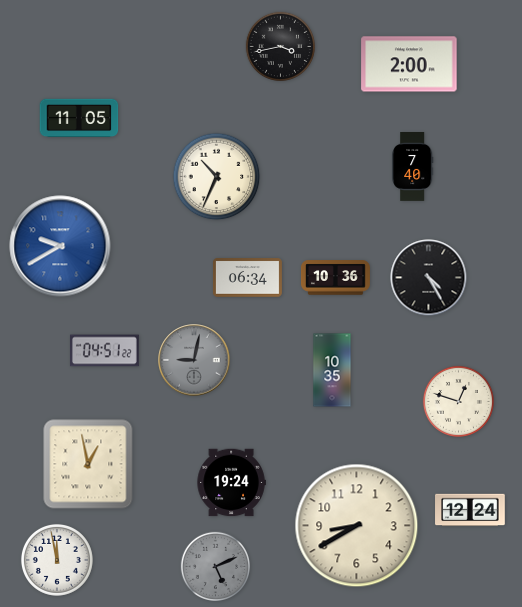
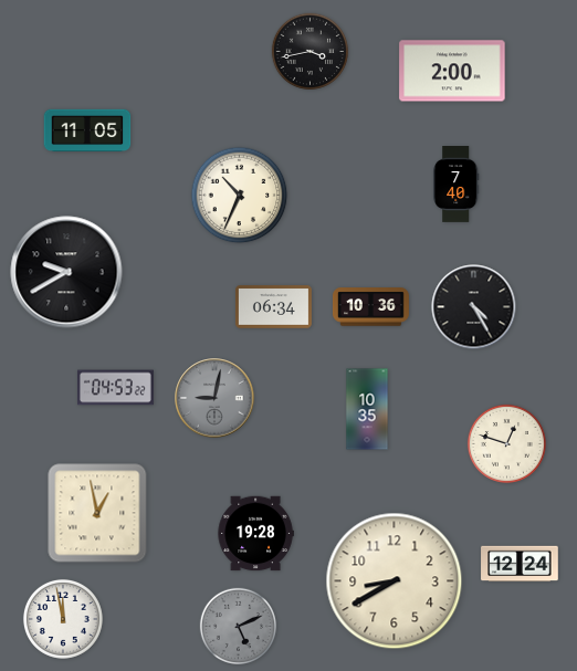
clock at (60, 246) dial: blue -> black
clock at (104, 351): 04:51 -> 04:53
clock at (231, 483): 19:24 -> 19:28
